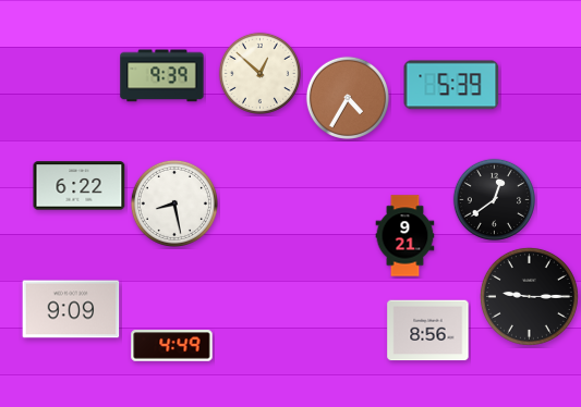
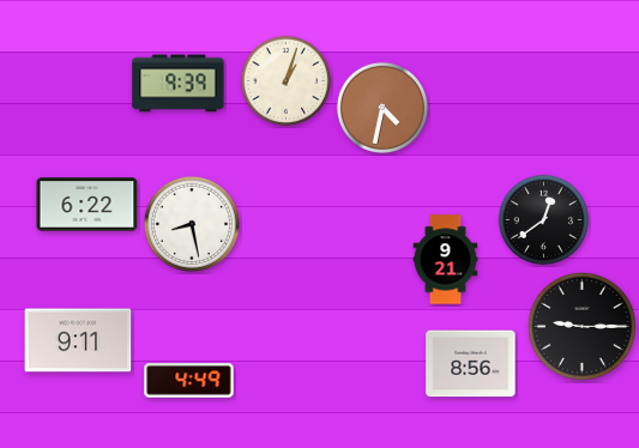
clock at (259, 73): 12:52 -> 1:03
clock at (451, 85): 5:39 -> none
clock at (348, 98): 4:35 -> 4:32
clock at (71, 309): 9:09 -> 9:11
